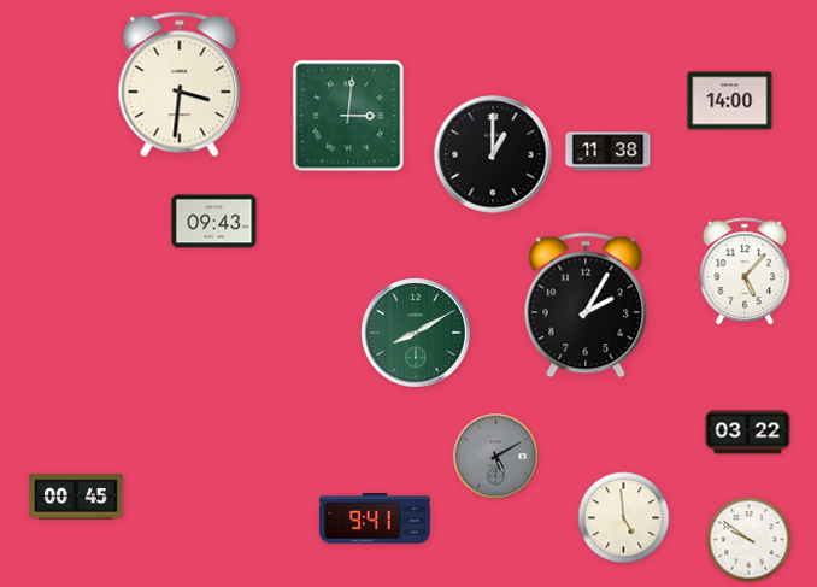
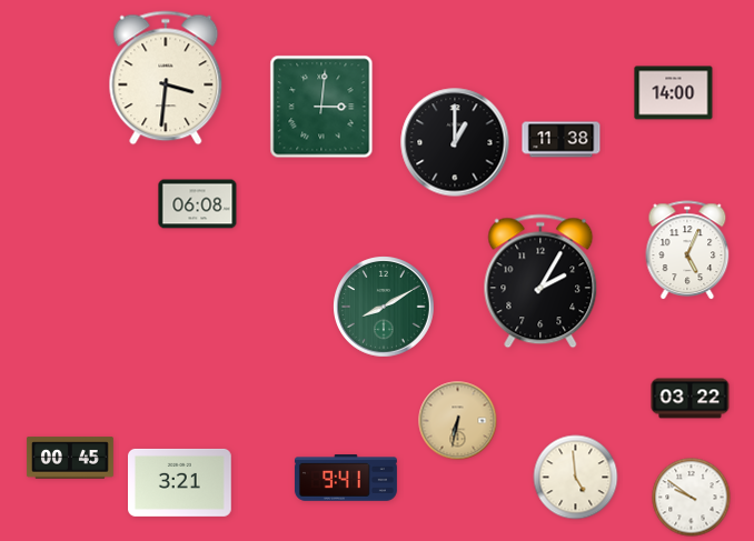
clock at (214, 222): 09:43 -> 06:08
clock at (745, 272): 5:07 -> 5:04
clock at (496, 457): 5:10 -> 6:32
clock at (496, 457) dial: grey -> champagne
clock at (180, 482): none -> 3:21
